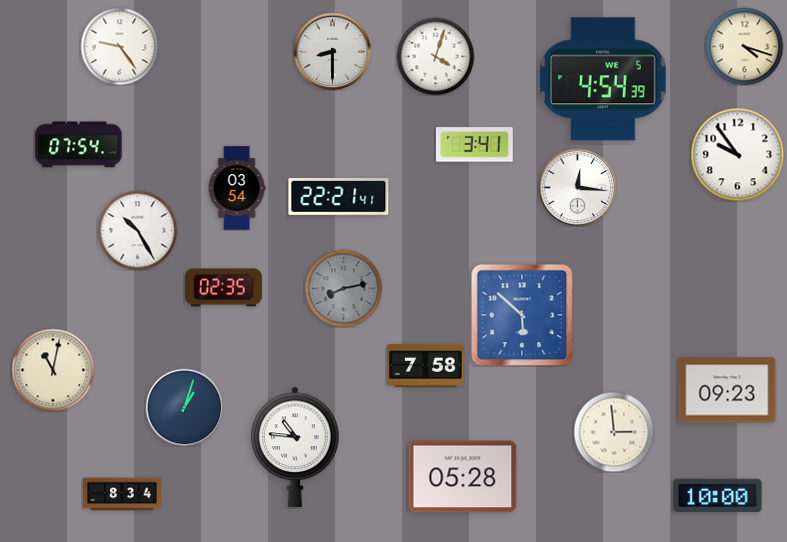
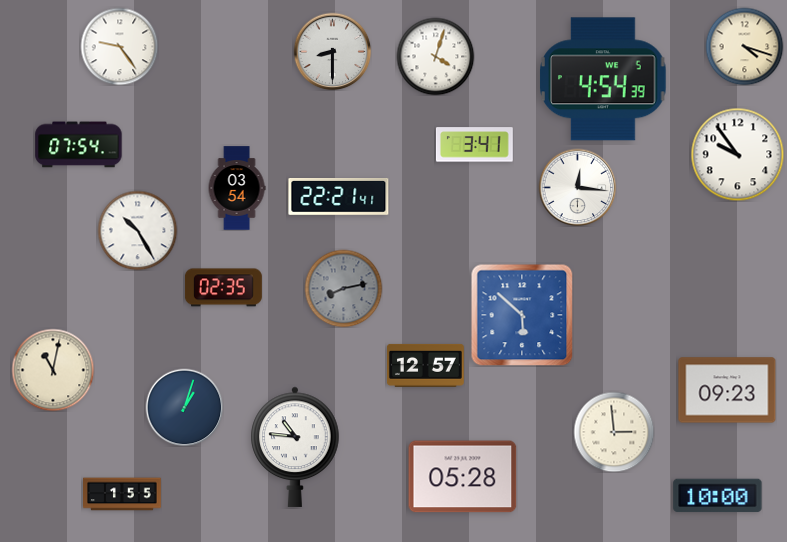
clock at (425, 365): 7:58 -> 12:57
clock at (123, 494): 8:34 -> 1:55
